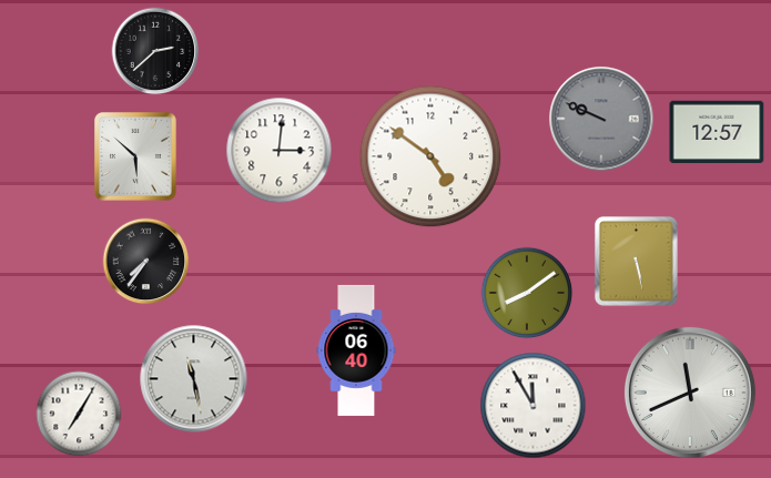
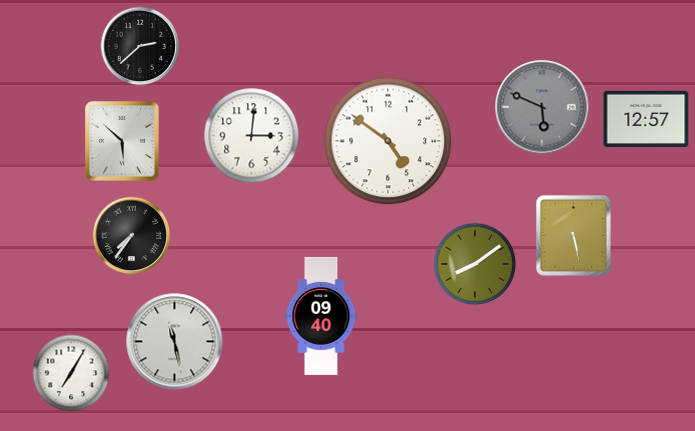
clock at (601, 119): 9:49 -> 5:49
clock at (356, 350): 06:40 -> 09:40
clock at (690, 393): 11:41 -> none
clock at (534, 406): 11:55 -> none
